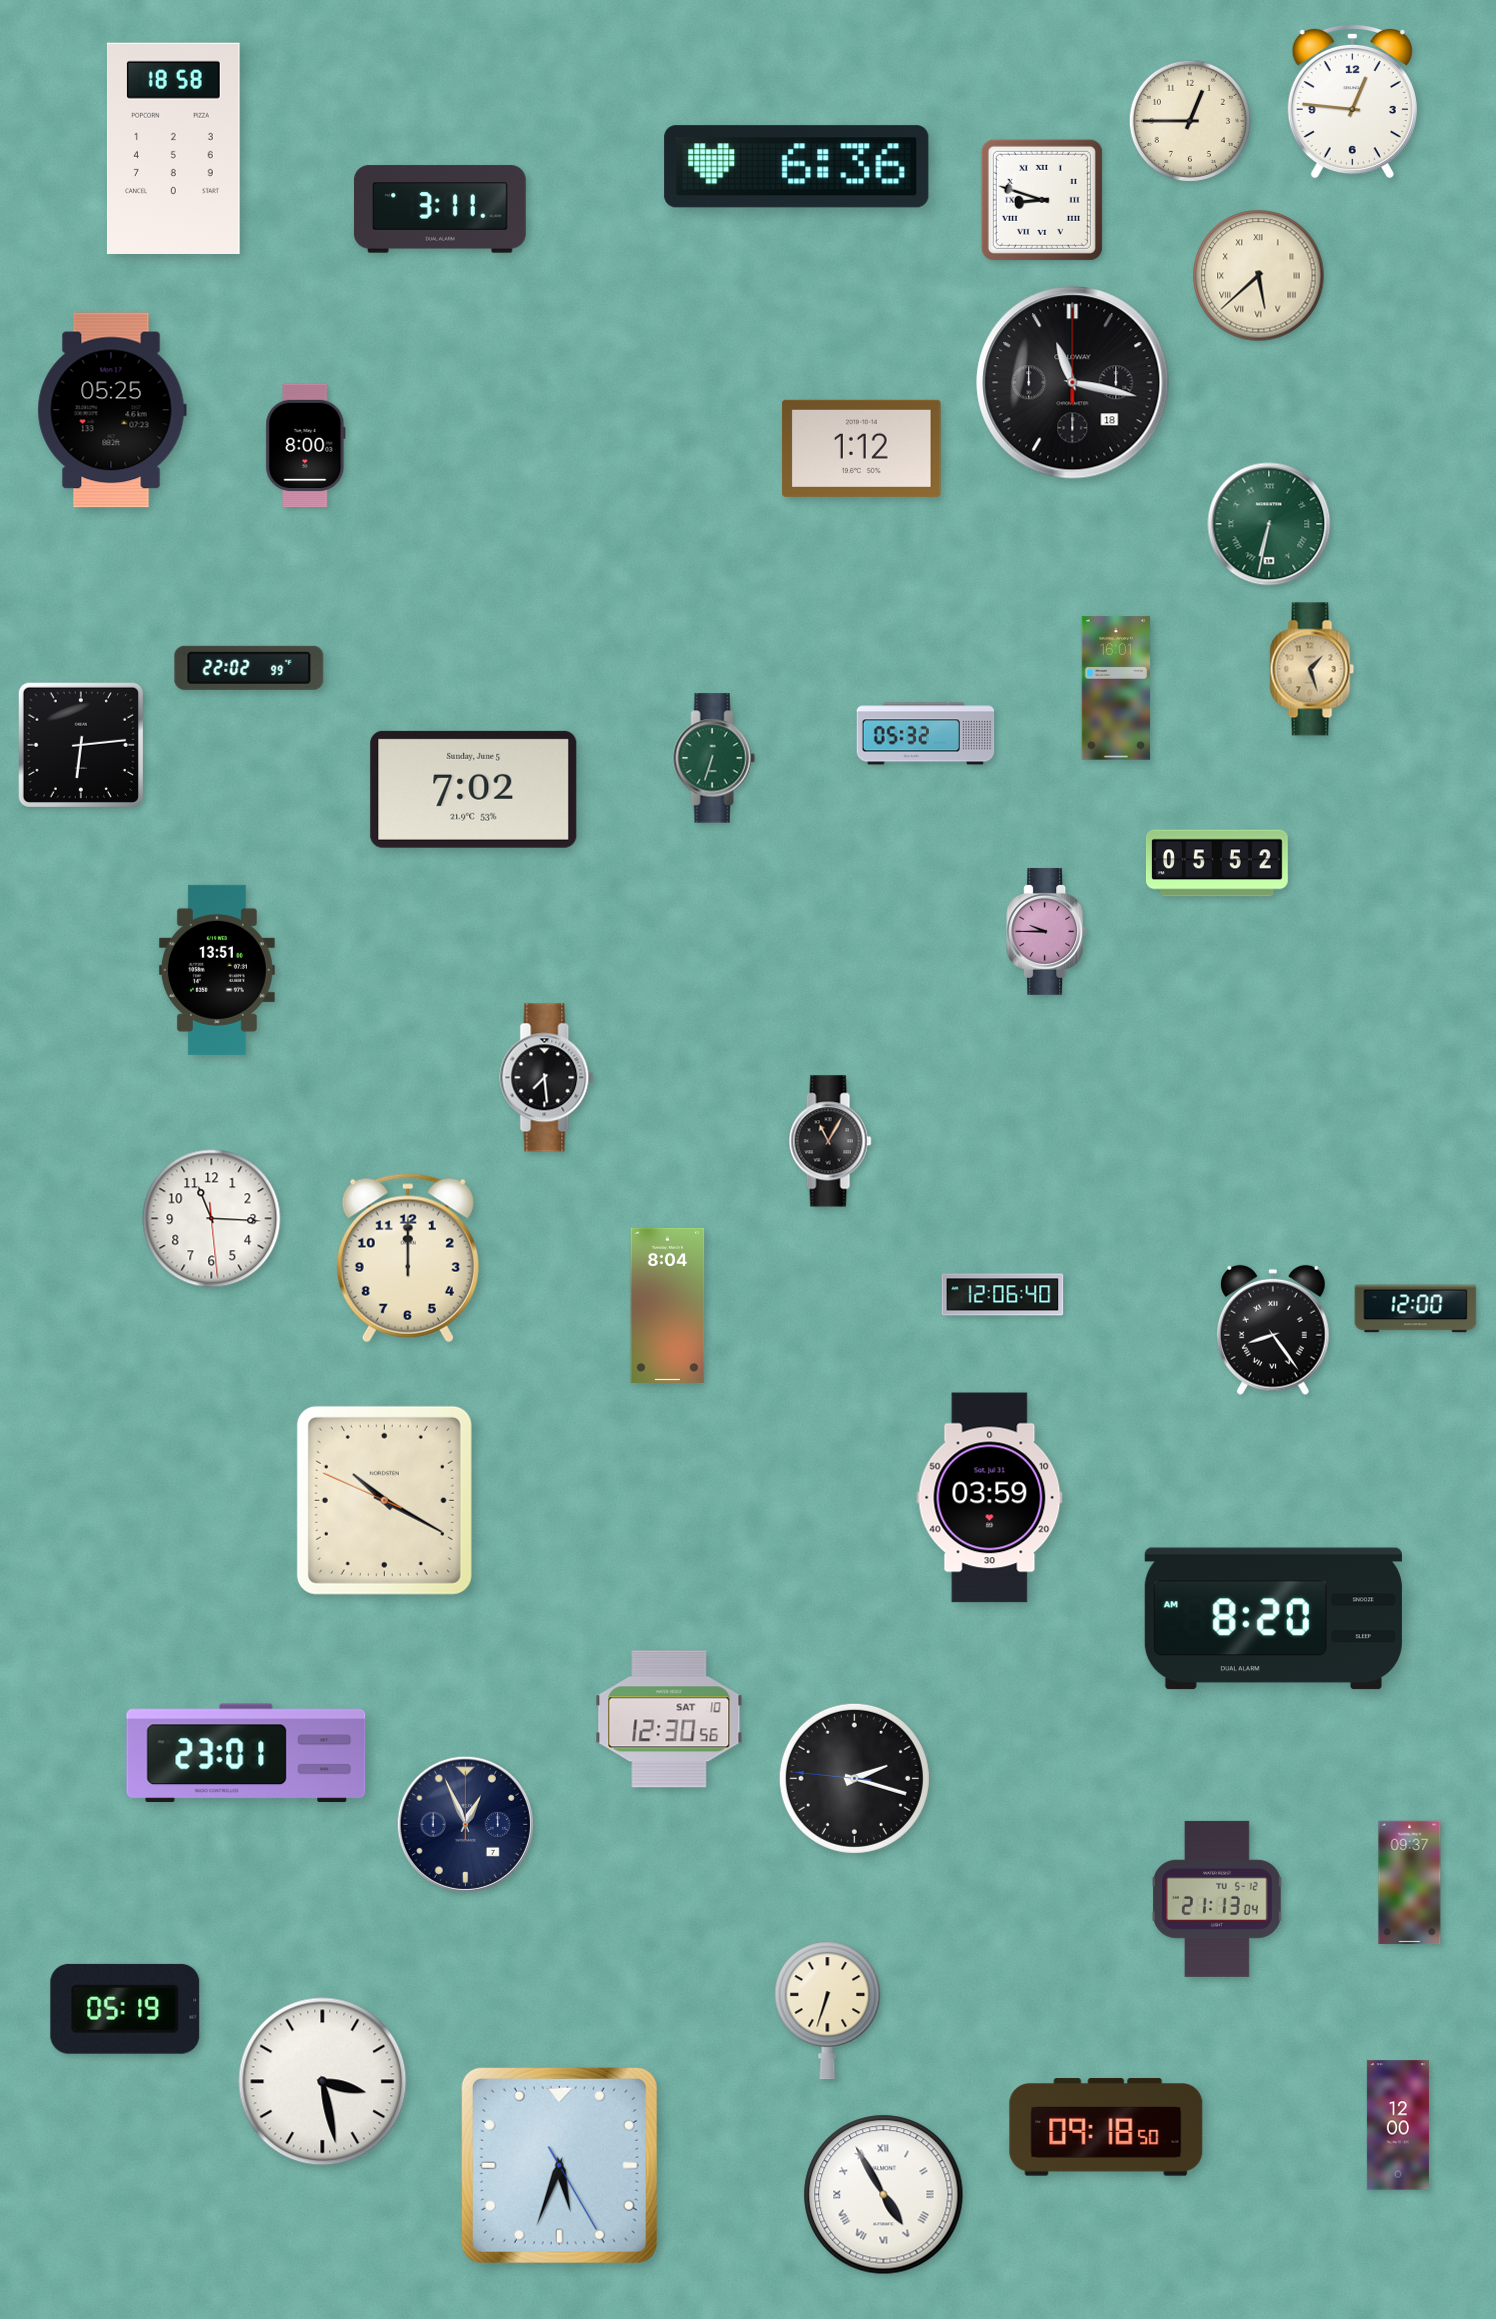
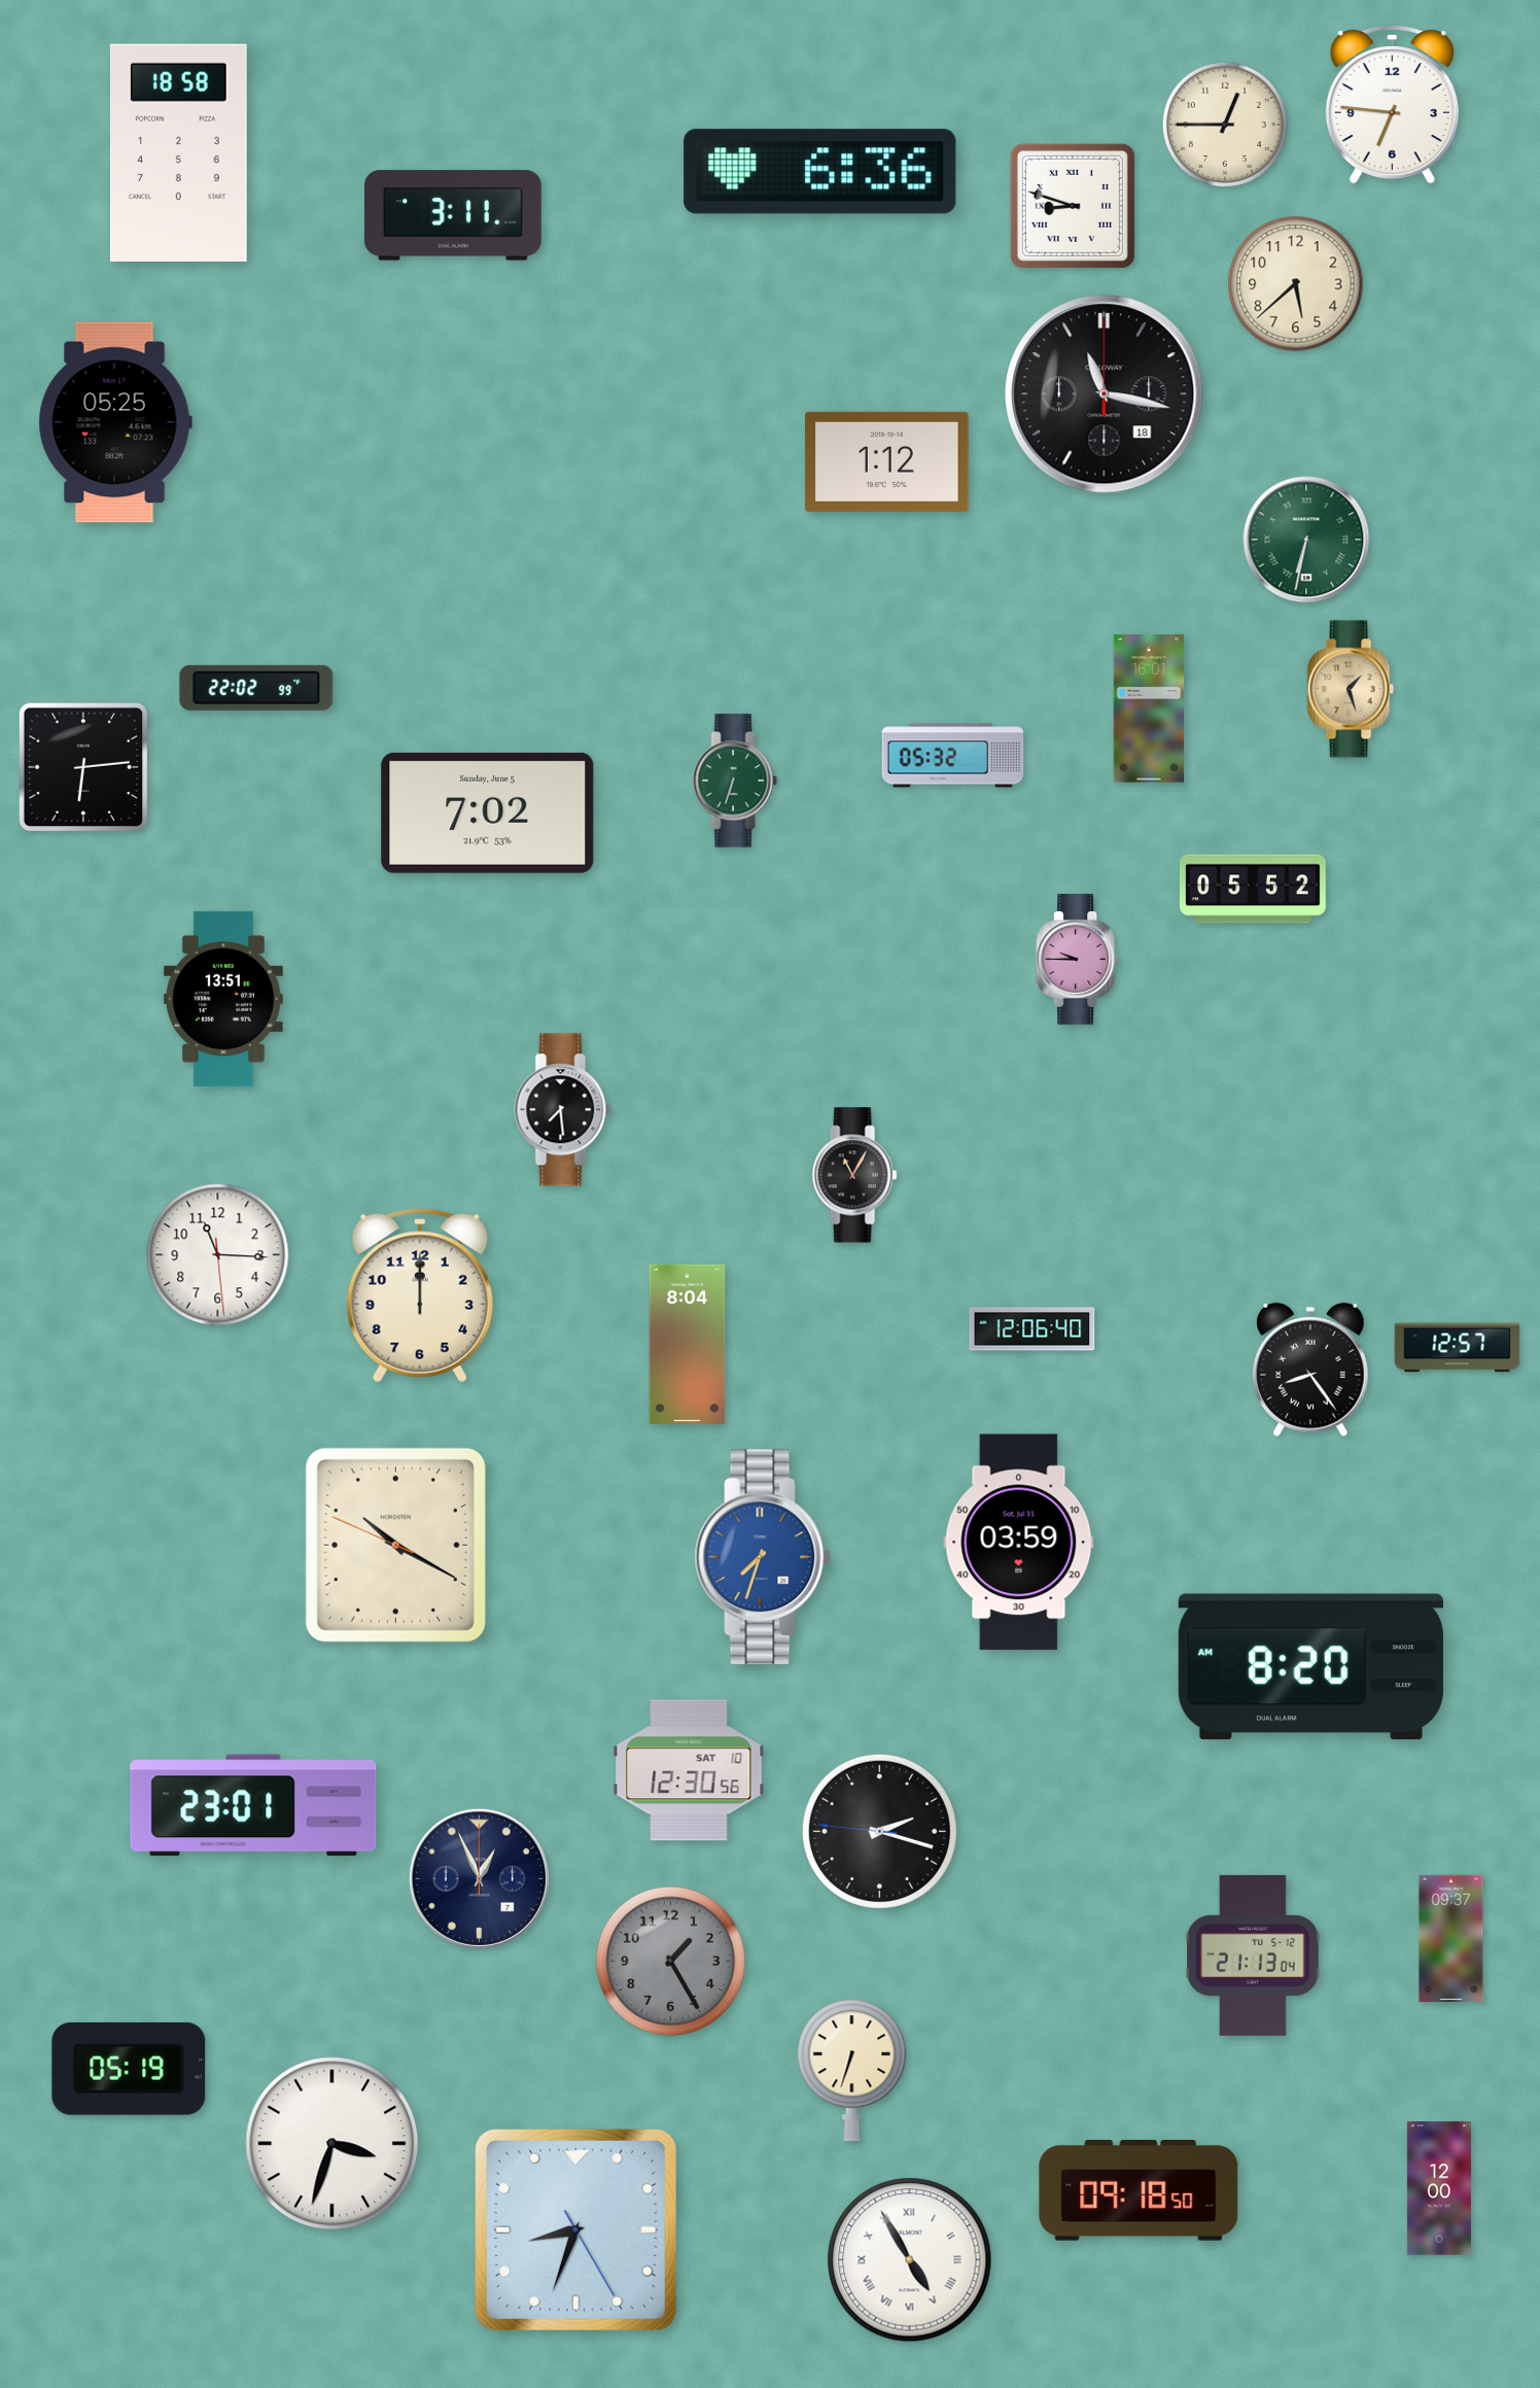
clock at (1352, 101): 12:46 -> 6:46
clock at (1259, 276) numerals: Roman -> Arabic
clock at (306, 446): 8:00 -> none
clock at (1003, 1295) position: (1003, 1295) -> (1032, 1329)
clock at (1416, 1309): 12:00 -> 12:57
clock at (763, 1557): none -> 7:33
clock at (671, 1962): none -> 1:25
clock at (323, 2082): 3:28 -> 3:33
clock at (559, 2165): 5:33 -> 8:33
